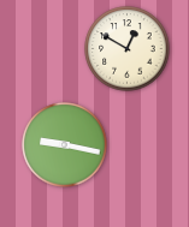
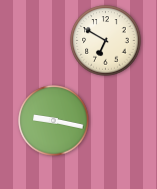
clock at (128, 49): 12:50 -> 6:50
